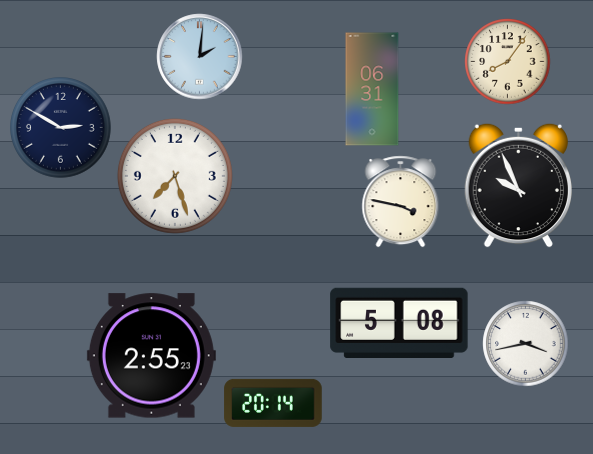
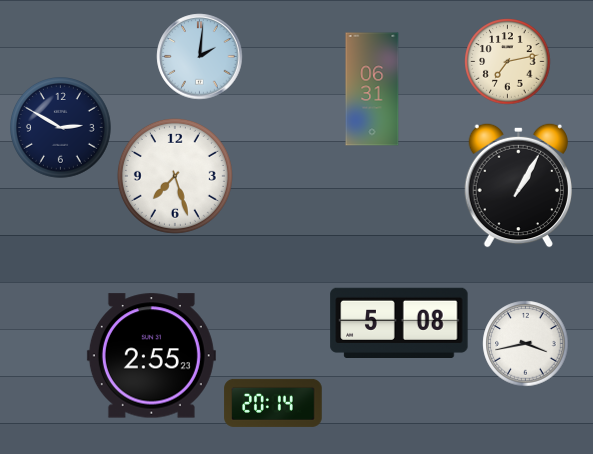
clock at (508, 62): 8:06 -> 7:13
clock at (518, 185): 9:56 -> 1:05
clock at (401, 202): 3:47 -> none
